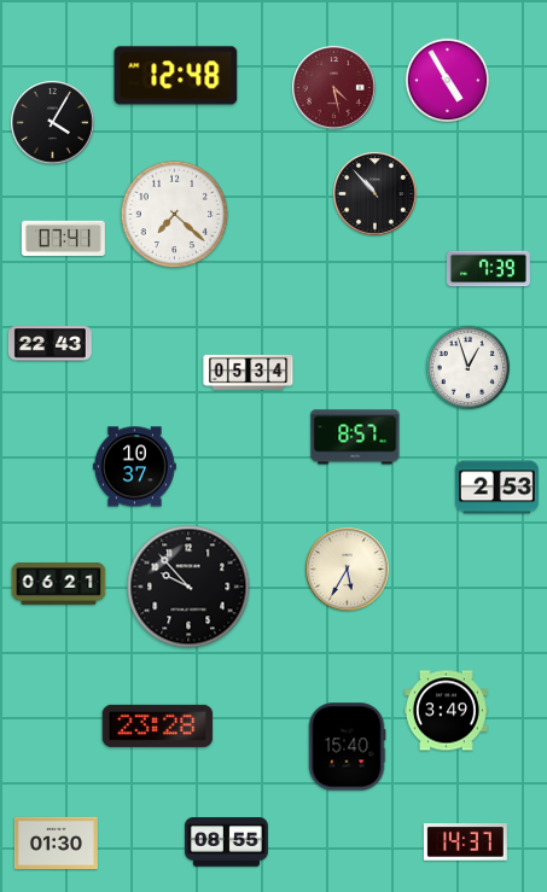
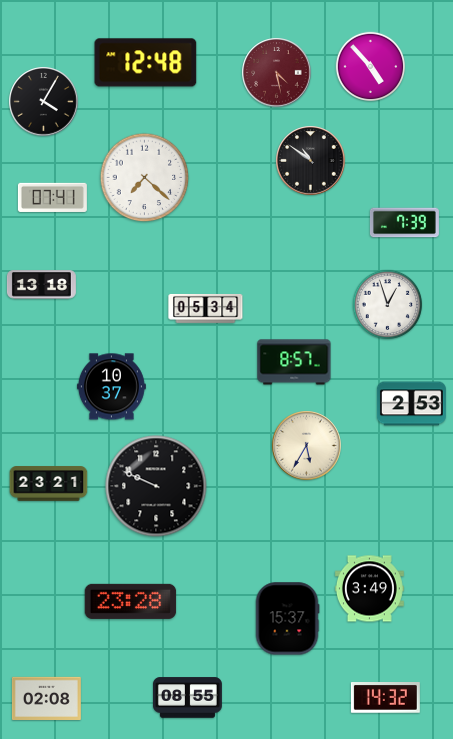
clock at (448, 81): 4:55 -> 4:53
clock at (376, 194): 10:53 -> 10:51
clock at (50, 344): 22:43 -> 13:18
clock at (348, 570) position: (348, 570) -> (307, 446)
clock at (59, 584): 06:21 -> 23:21
clock at (188, 587): 9:53 -> 9:49
clock at (347, 747): 15:40 -> 15:37
clock at (56, 843): 01:30 -> 02:08
clock at (465, 843): 14:37 -> 14:32
